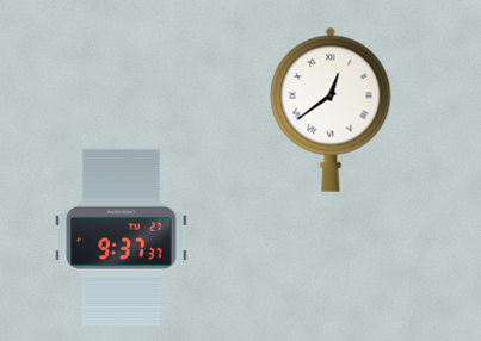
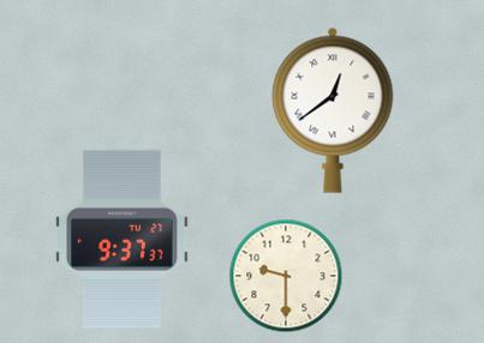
clock at (286, 276): none -> 9:30
